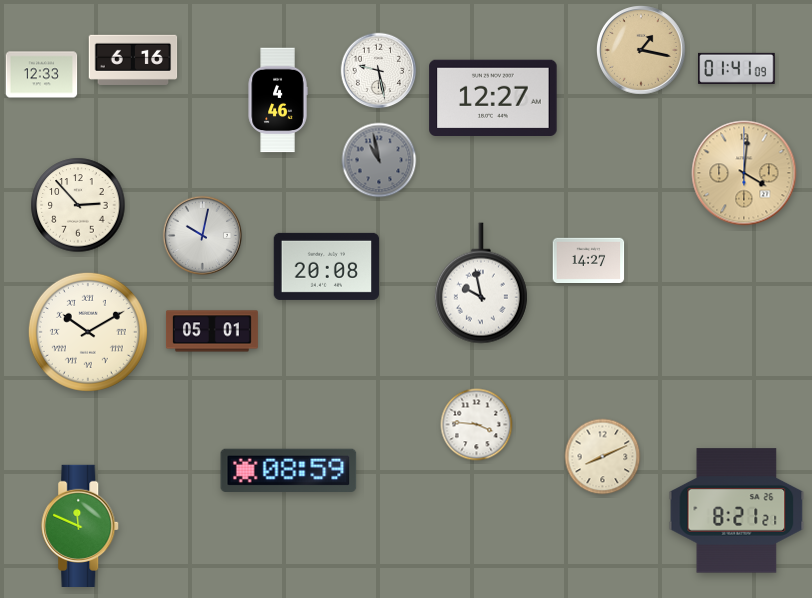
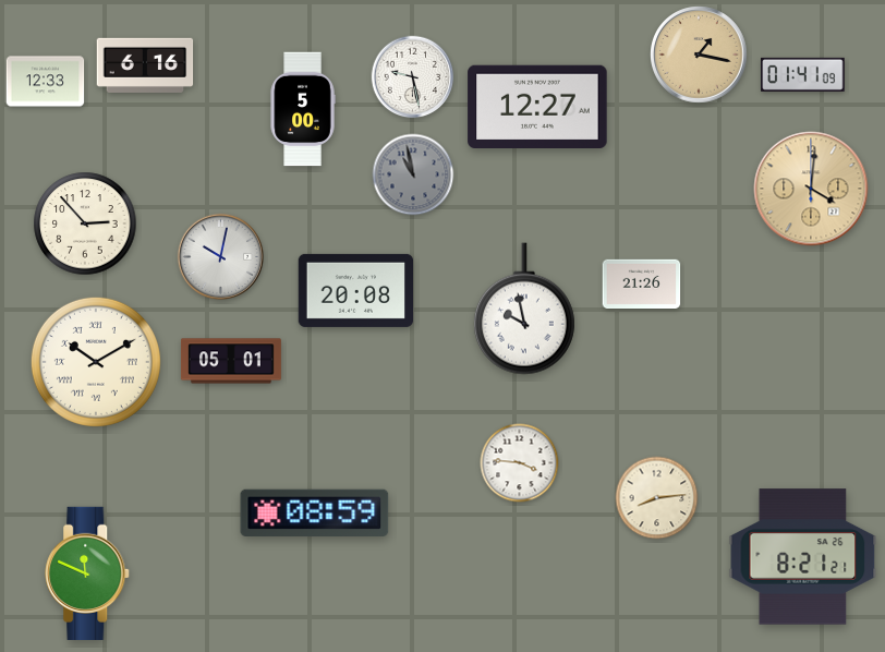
clock at (278, 100): 4:46 -> 5:00
clock at (589, 260): 14:27 -> 21:26
clock at (603, 457): 8:11 -> 8:14
